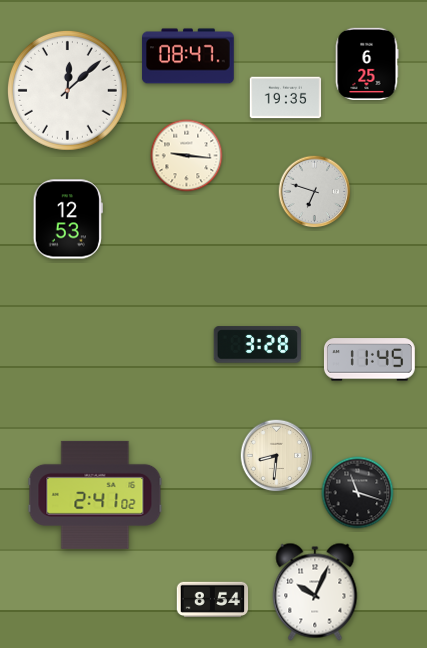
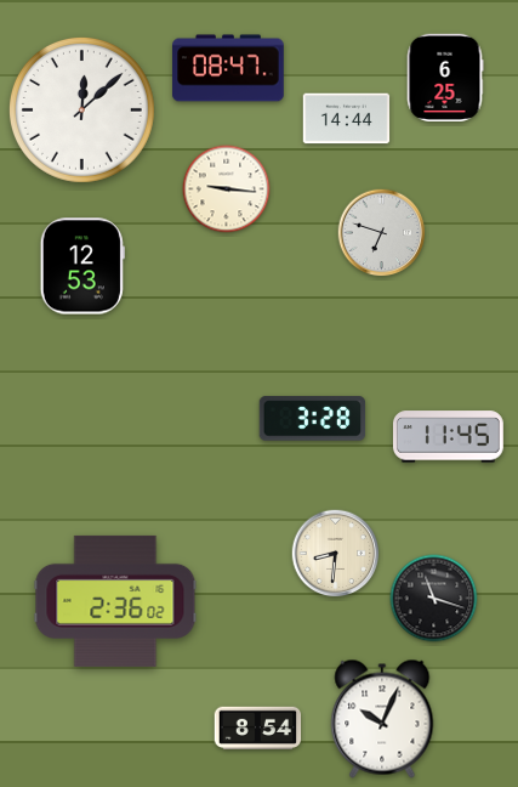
clock at (286, 98): 19:35 -> 14:44
clock at (95, 495): 2:41 -> 2:36
